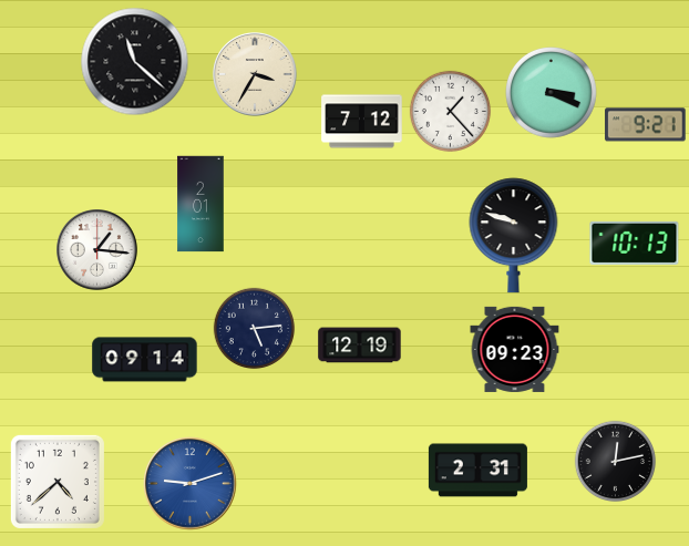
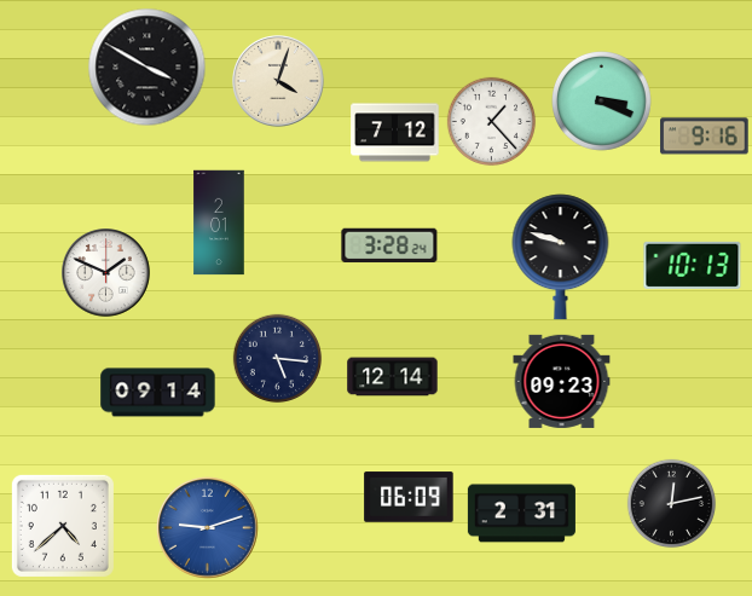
clock at (135, 62): 11:22 -> 3:50
clock at (255, 74): 3:35 -> 4:03
clock at (646, 125): 9:21 -> 9:16
clock at (389, 245): none -> 3:28
clock at (97, 250): 1:16 -> 1:49
clock at (255, 329): 5:14 -> 5:16
clock at (360, 346): 12:19 -> 12:14
clock at (409, 497): none -> 06:09
